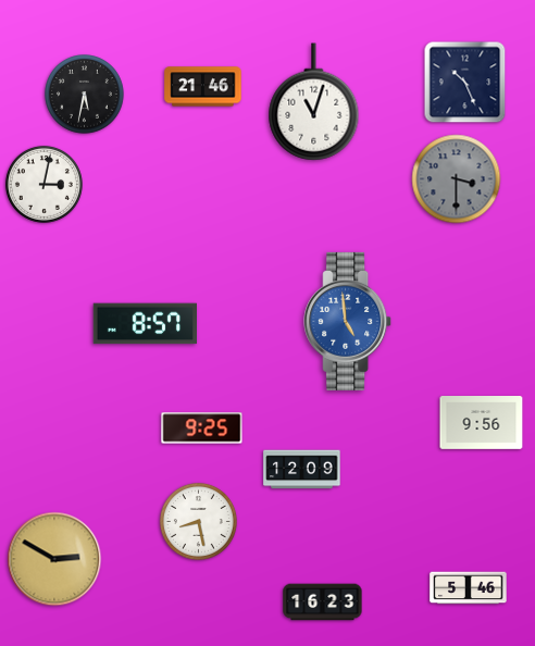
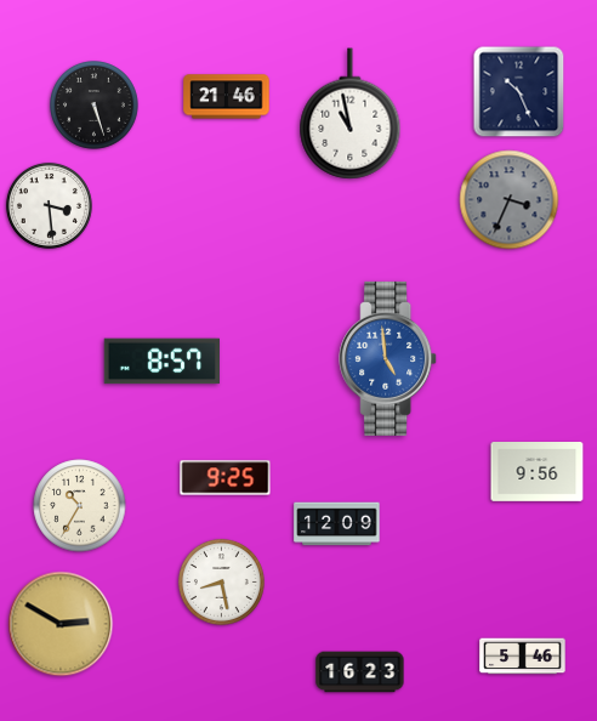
clock at (85, 95): 5:32 -> 5:27
clock at (314, 102): 11:03 -> 10:58
clock at (457, 179): 3:30 -> 3:34
clock at (43, 184): 3:02 -> 3:29
clock at (80, 506): none -> 10:35
